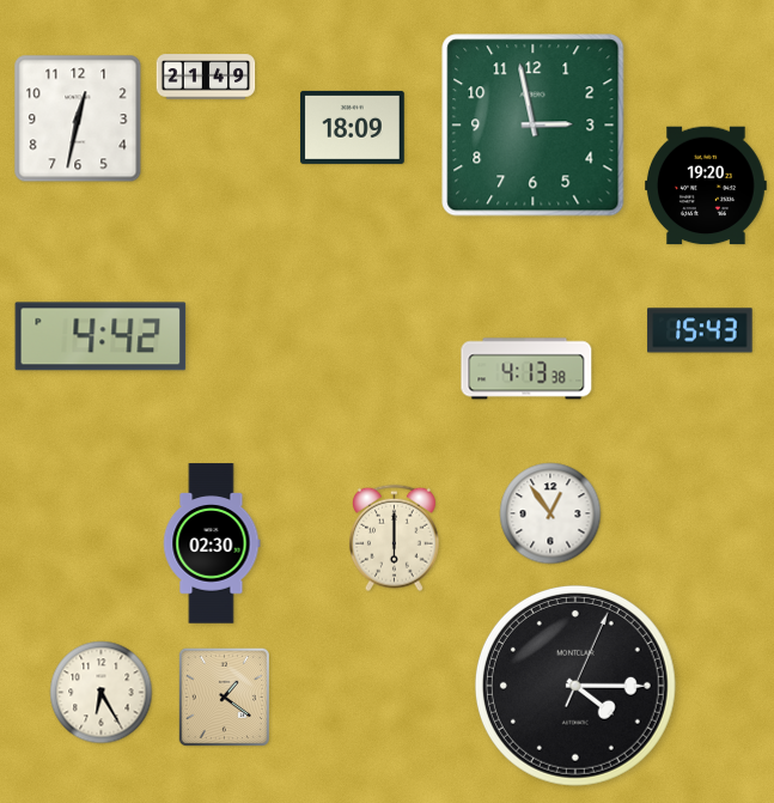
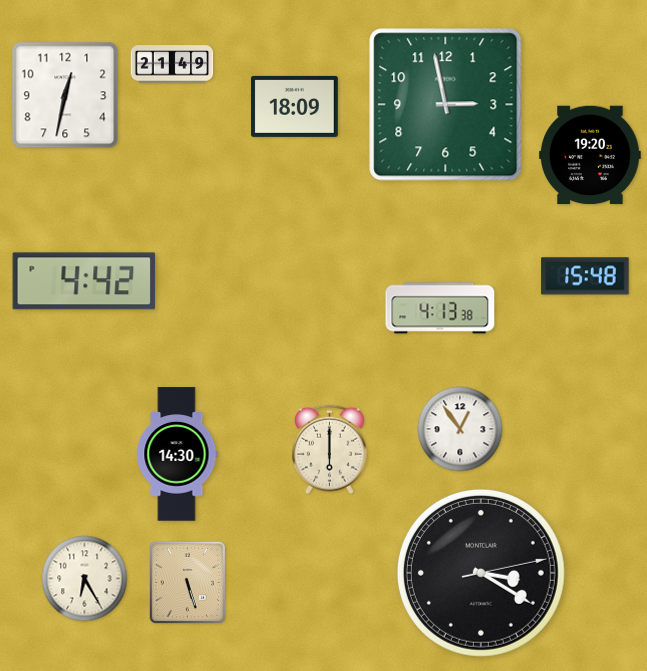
clock at (78, 118) position: (78, 118) -> (65, 95)
clock at (700, 330): 15:43 -> 15:48
clock at (212, 543): 02:30 -> 14:30
clock at (575, 686): 4:15 -> 3:20
clock at (224, 696): 1:21 -> 5:27
